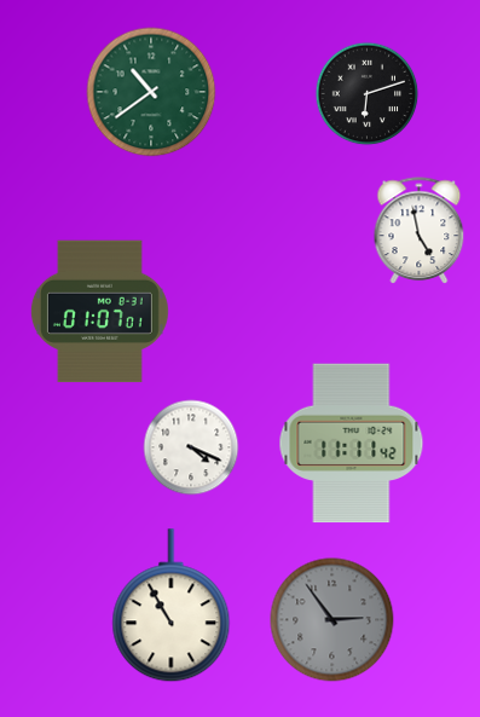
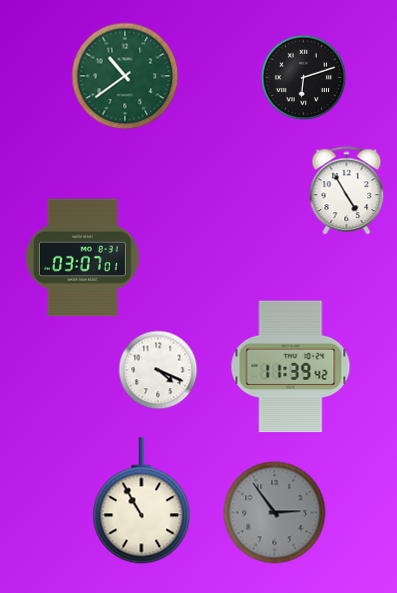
clock at (420, 230): 4:58 -> 4:55
clock at (99, 312): 01:07 -> 03:07
clock at (352, 444): 11:11 -> 11:39
